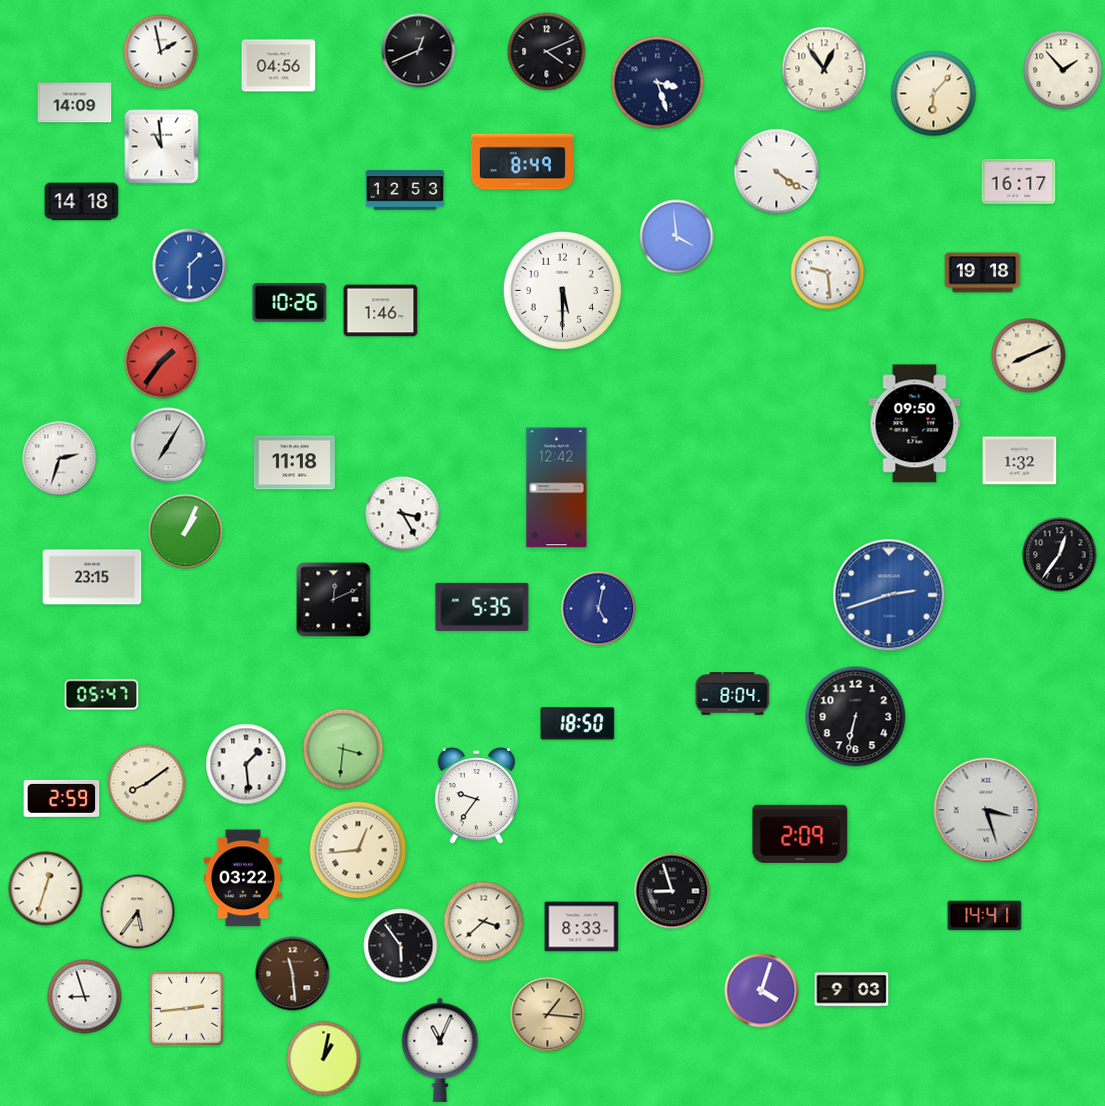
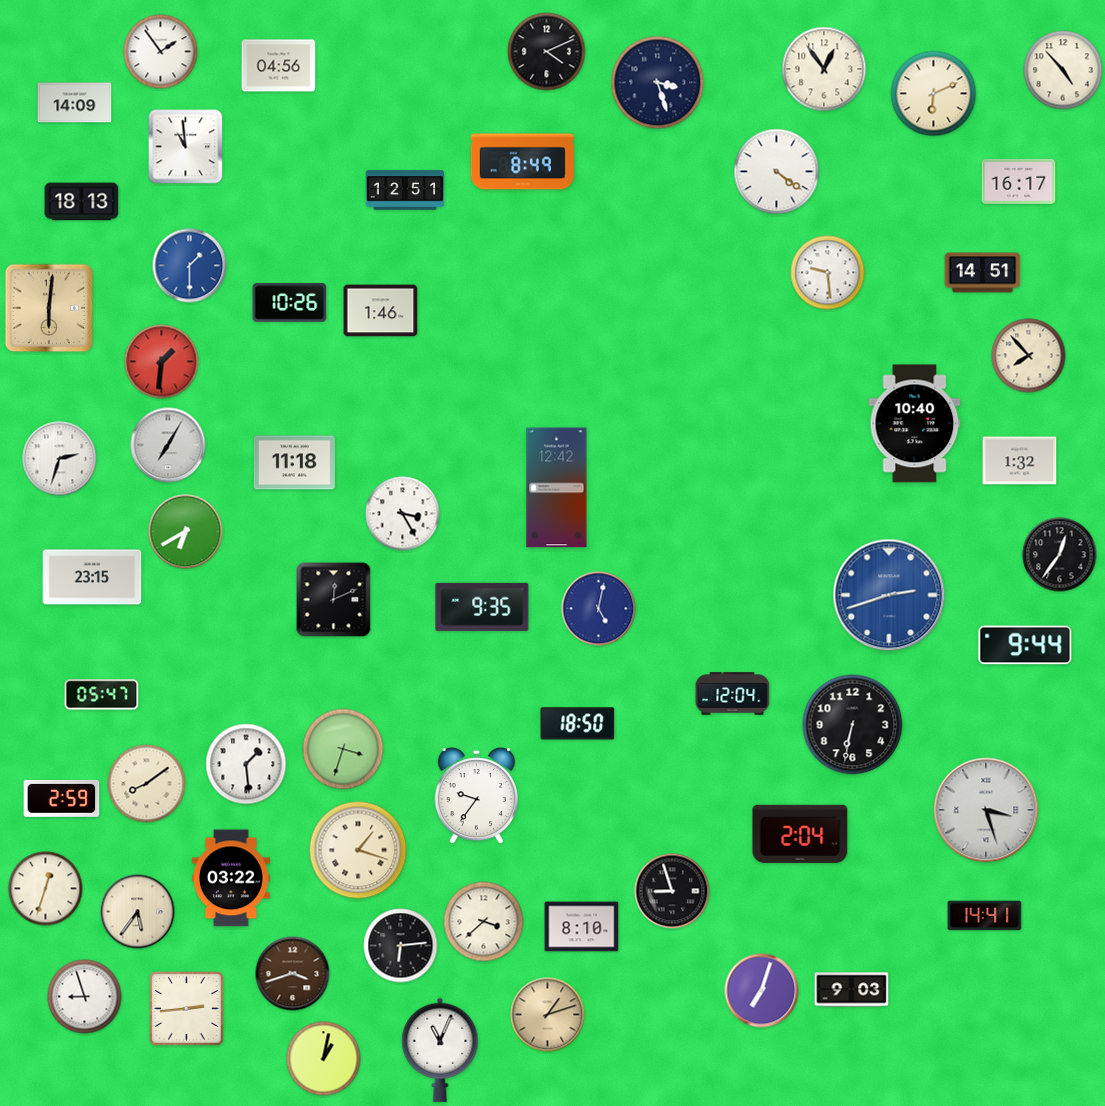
clock at (419, 51): 12:41 -> none
clock at (161, 52): 1:58 -> 1:54
clock at (1063, 70): 1:53 -> 4:53
clock at (934, 94): 6:07 -> 6:11
clock at (162, 147) position: (162, 147) -> (186, 147)
clock at (405, 190): 12:53 -> 12:51
clock at (82, 202): 14:18 -> 18:13
clock at (677, 237): 3:59 -> none
clock at (983, 273): 19:18 -> 14:51
clock at (562, 290): 5:30 -> none
clock at (49, 308): none -> 6:01
clock at (1029, 356): 8:11 -> 7:53
clock at (162, 362): 1:36 -> 1:31
clock at (915, 424): 09:50 -> 10:40
clock at (186, 532): 1:04 -> 6:40
clock at (482, 607): 5:35 -> 9:35
clock at (1025, 645): none -> 9:44
clock at (733, 694): 8:04 -> 12:04
clock at (856, 717) position: (856, 717) -> (853, 725)
clock at (343, 749): 3:31 -> 3:33
clock at (800, 834): 2:09 -> 2:04
clock at (358, 850): 12:44 -> 1:18
clock at (243, 878) position: (243, 878) -> (231, 878)
clock at (582, 927): 8:33 -> 8:10
clock at (401, 946): 5:54 -> 6:14
clock at (293, 974): 11:29 -> 3:42
clock at (762, 991): 4:03 -> 7:03
clock at (548, 1015): 1:16 -> 1:12
